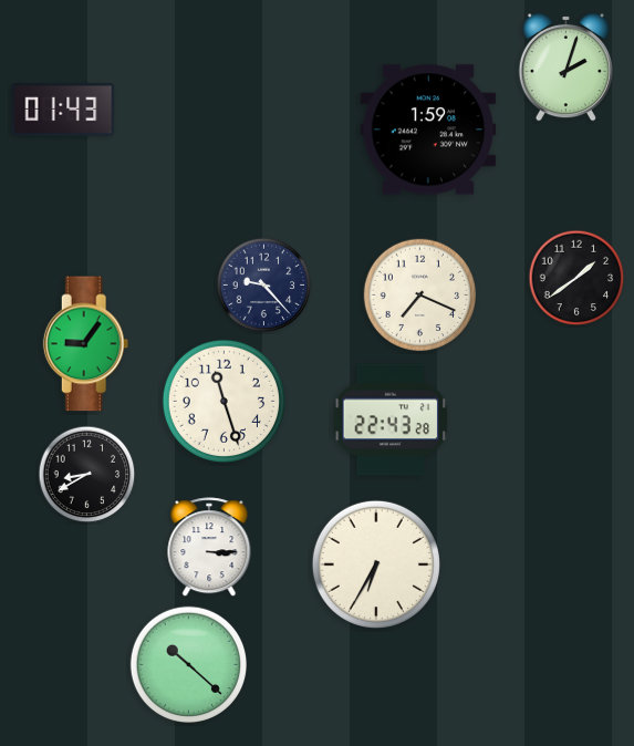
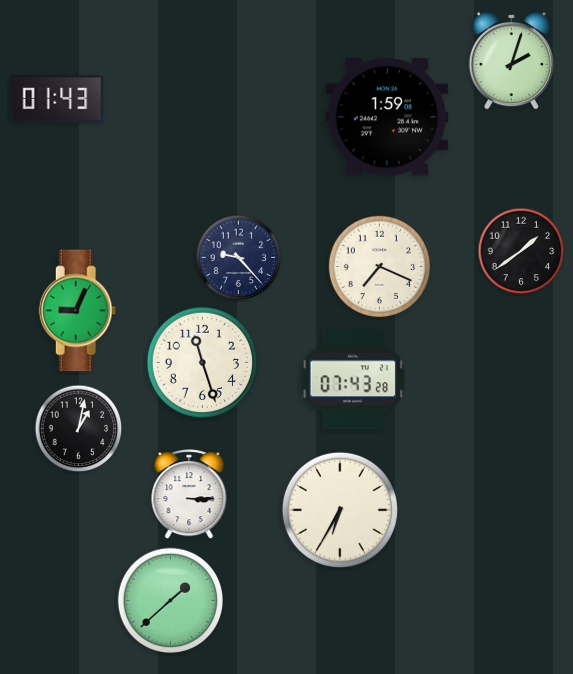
clock at (86, 344): 9:06 -> 9:04
clock at (391, 419): 22:43 -> 07:43
clock at (87, 475): 8:40 -> 1:02
clock at (188, 664): 10:22 -> 1:38
